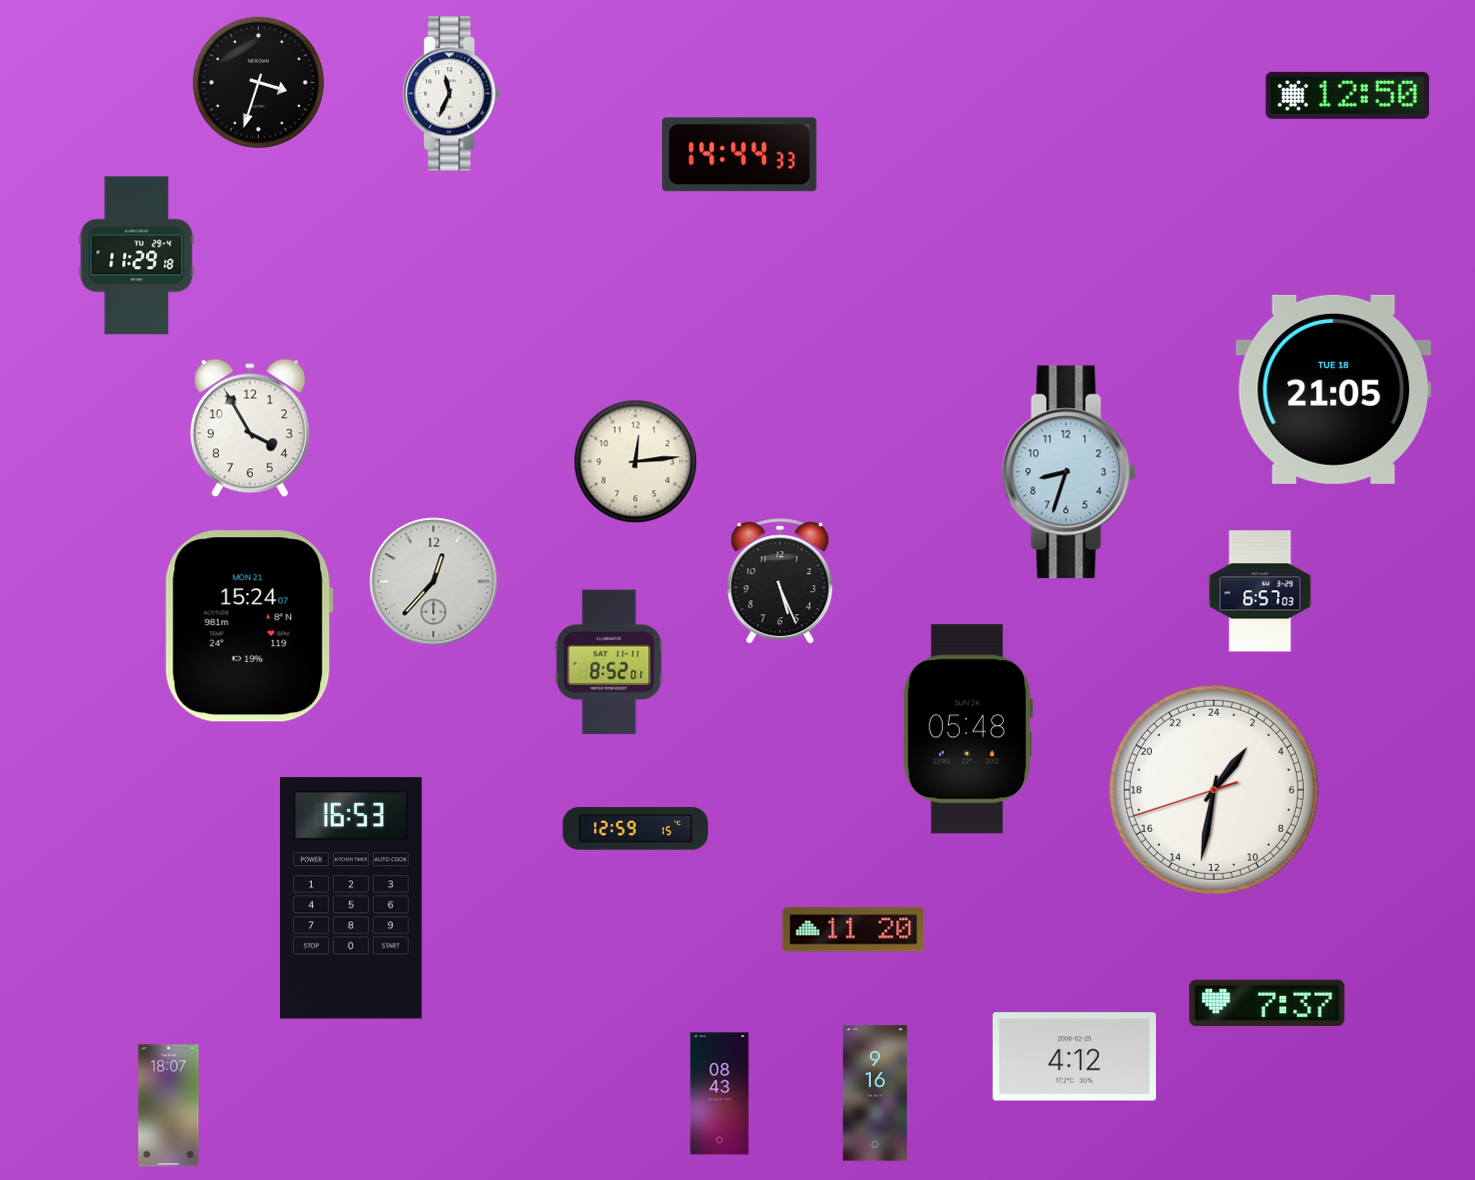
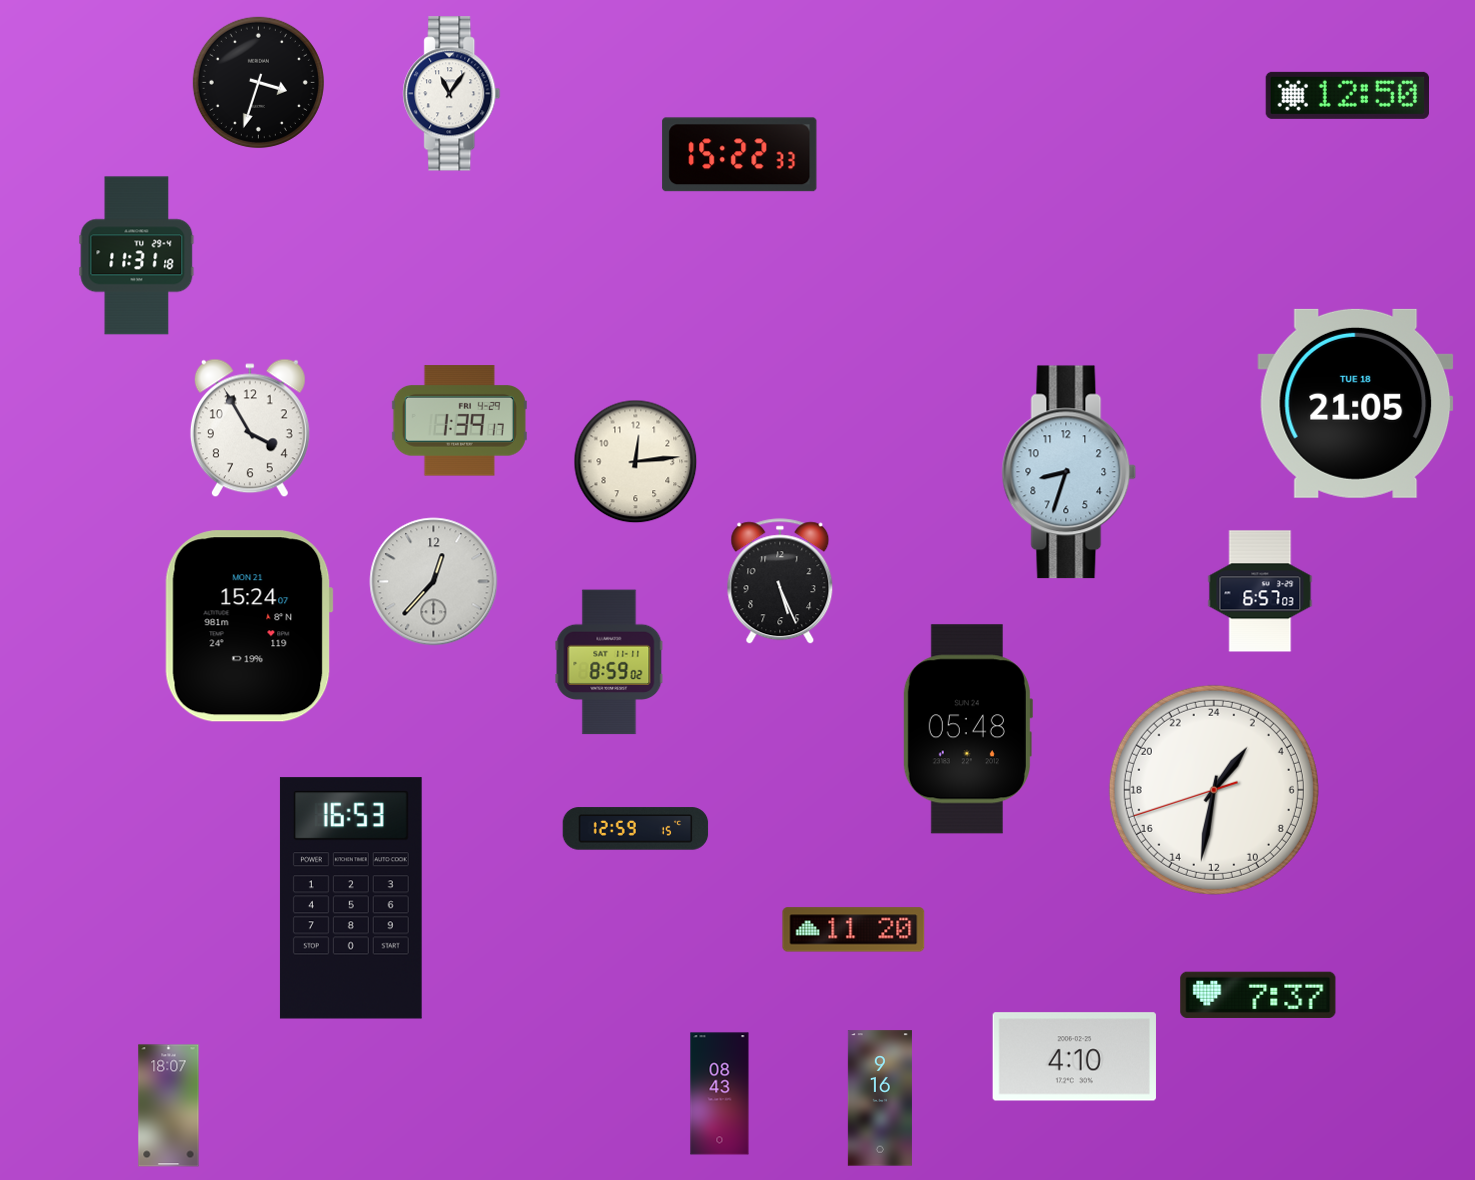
clock at (452, 94): 11:34 -> 11:06
clock at (740, 155): 14:44 -> 15:22
clock at (137, 256): 11:29 -> 11:31
clock at (1334, 389) position: (1334, 389) -> (1356, 403)
clock at (459, 421): none -> 1:39
clock at (609, 662): 8:52 -> 8:59
clock at (1267, 1003) position: (1267, 1003) -> (1258, 995)
clock at (1074, 1057): 4:12 -> 4:10
clock at (875, 1093) position: (875, 1093) -> (880, 1098)
